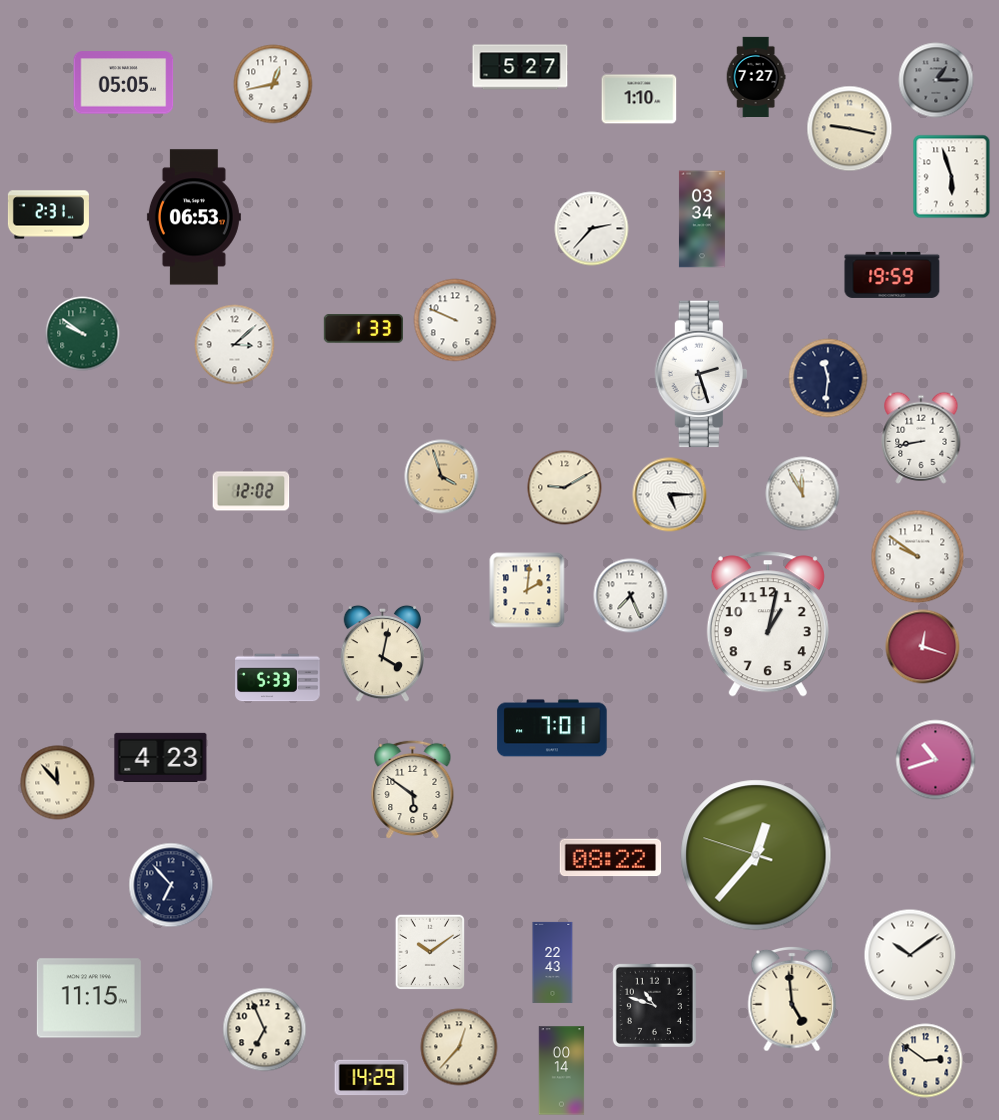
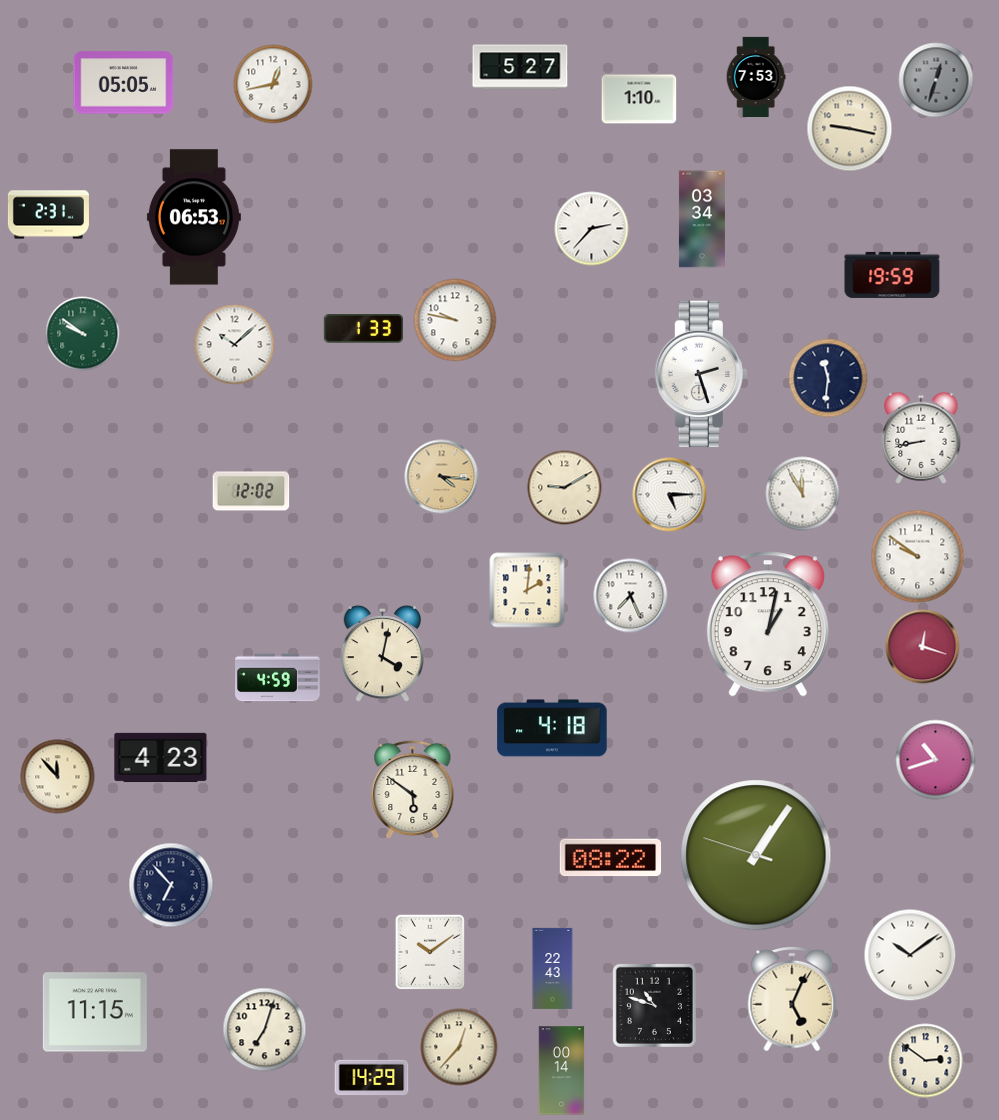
clock at (756, 76): 7:27 -> 7:53
clock at (936, 80): 1:15 -> 12:33
clock at (952, 177): 5:57 -> none
clock at (455, 320): 9:49 -> 9:47
clock at (235, 345): 3:08 -> 10:08
clock at (442, 477): 3:57 -> 4:16
clock at (278, 678): 5:33 -> 4:59
clock at (552, 728): 7:01 -> 4:18
clock at (58, 783) position: (58, 783) -> (58, 777)
clock at (756, 855): 12:36 -> 1:05
clock at (553, 962) position: (553, 962) -> (553, 968)
clock at (89, 998) position: (89, 998) -> (95, 1012)
clock at (792, 999): 4:59 -> 5:04
clock at (265, 1030): 6:56 -> 7:03
